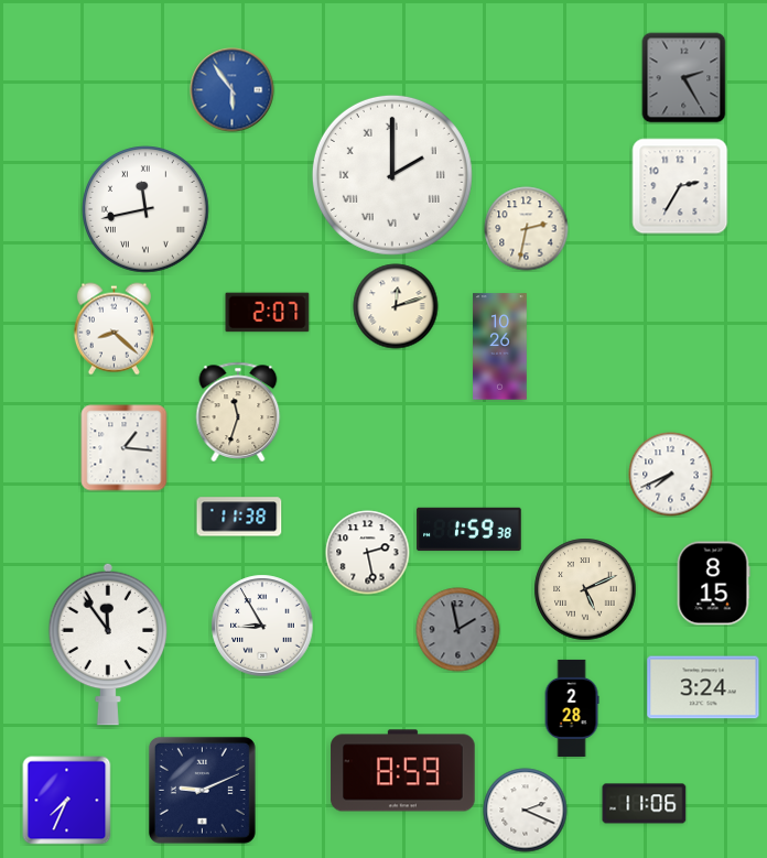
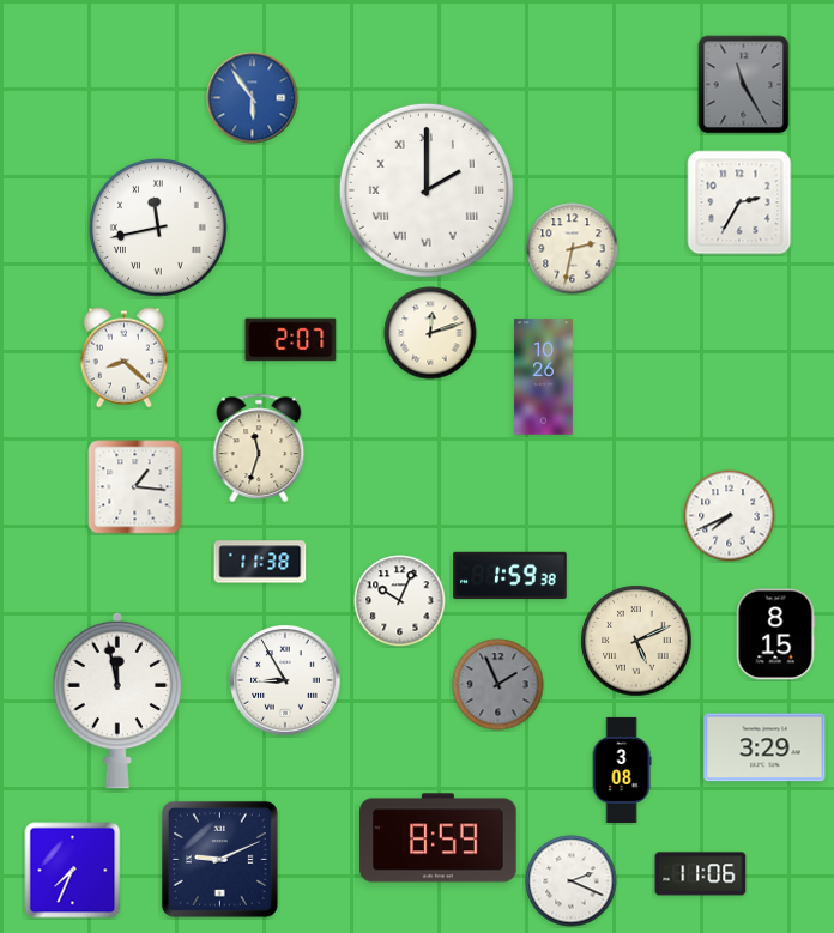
clock at (684, 78): 2:25 -> 11:25
clock at (368, 553): 2:28 -> 10:04
clock at (458, 630): 1:58 -> 1:56
clock at (108, 644): 11:54 -> 11:58
clock at (703, 687): 3:24 -> 3:29
clock at (572, 708): 2:28 -> 3:08
